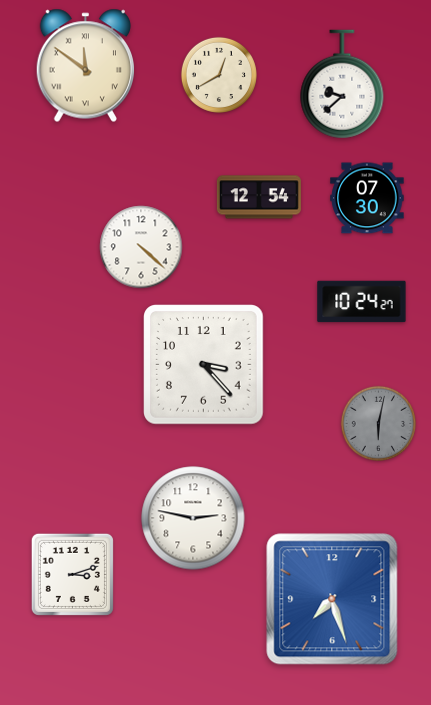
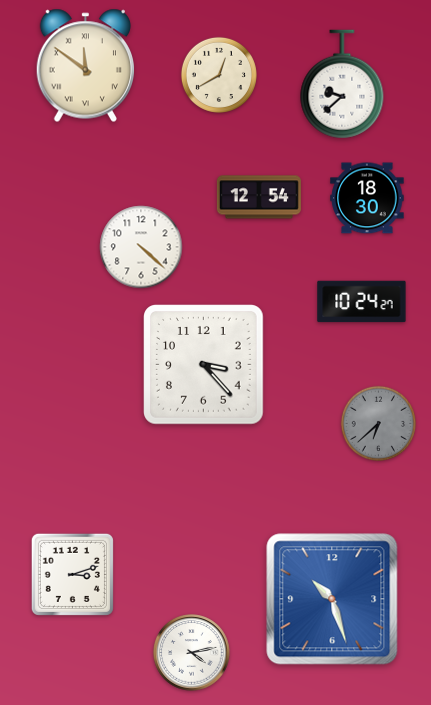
clock at (367, 198): 07:30 -> 18:30
clock at (378, 423): 6:02 -> 6:38
clock at (193, 518): 2:47 -> none
clock at (332, 599): 7:27 -> 10:27
clock at (192, 653): none -> 4:13
